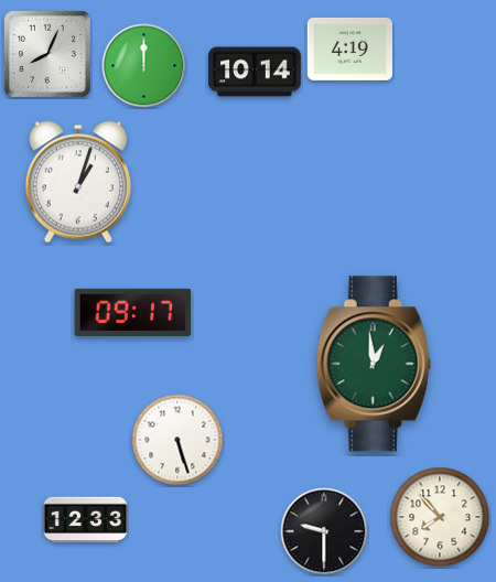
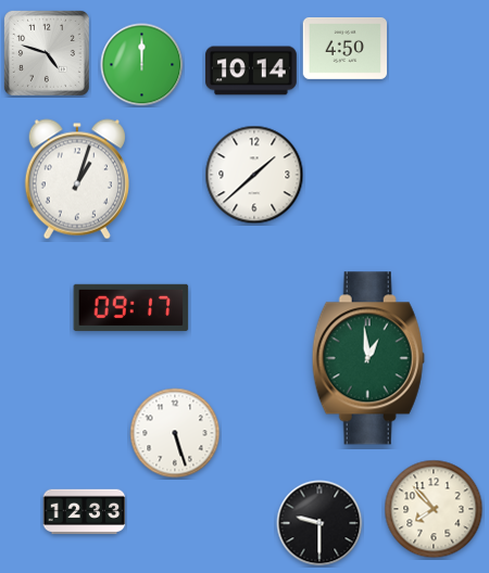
clock at (351, 48): 4:19 -> 4:50
clock at (47, 54): 8:04 -> 4:48
clock at (254, 175): none -> 1:38
